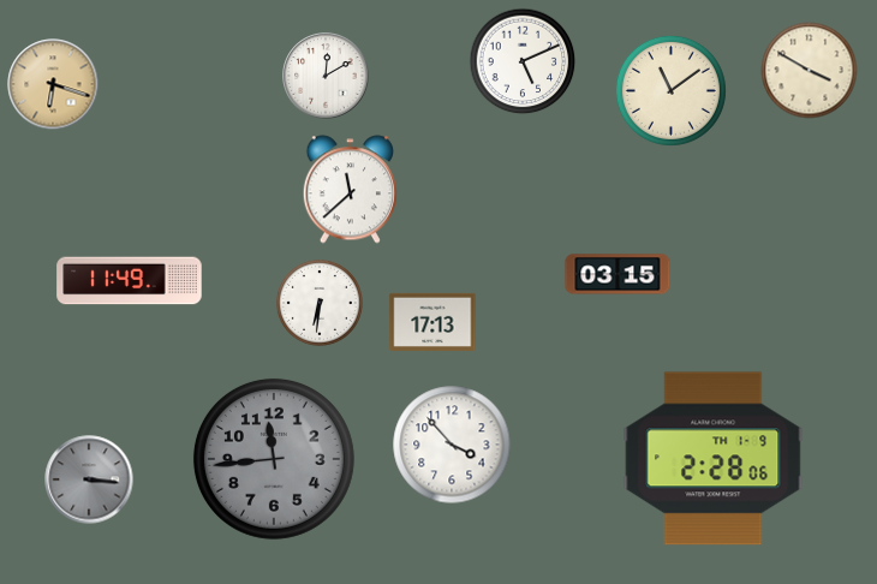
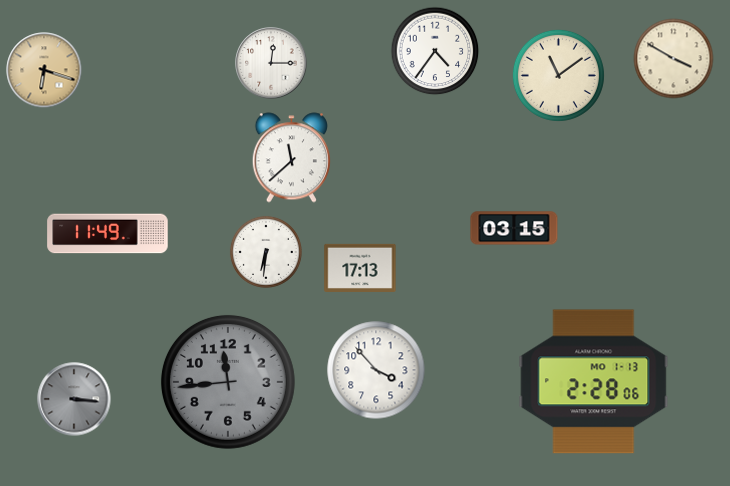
clock at (523, 61): 5:11 -> 4:36
clock at (326, 76): 12:10 -> 12:15
clock at (714, 459) date: TH 1-9 -> MO 1-13
